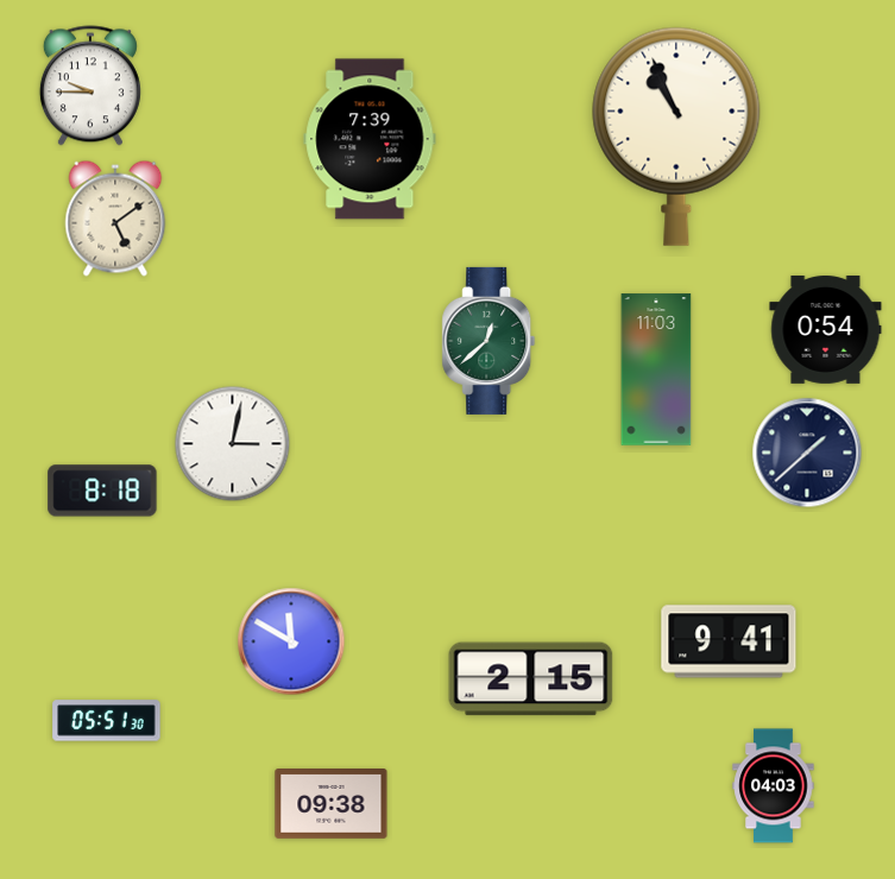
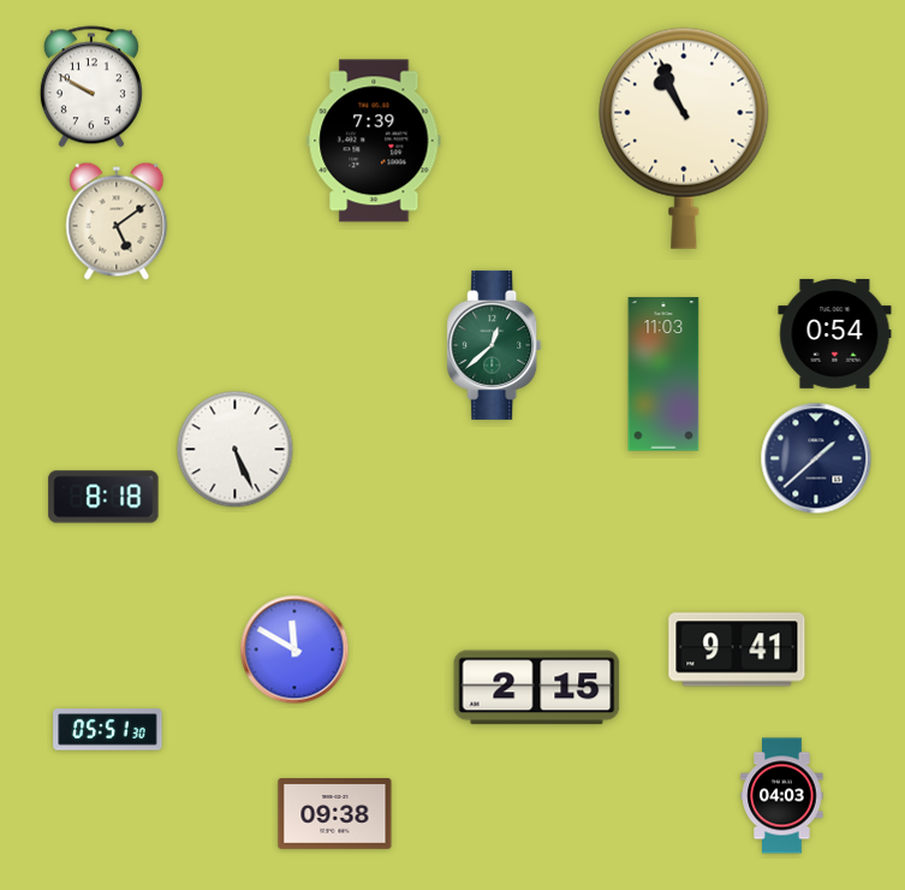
clock at (90, 86): 9:45 -> 9:50
clock at (233, 444): 3:02 -> 5:26
